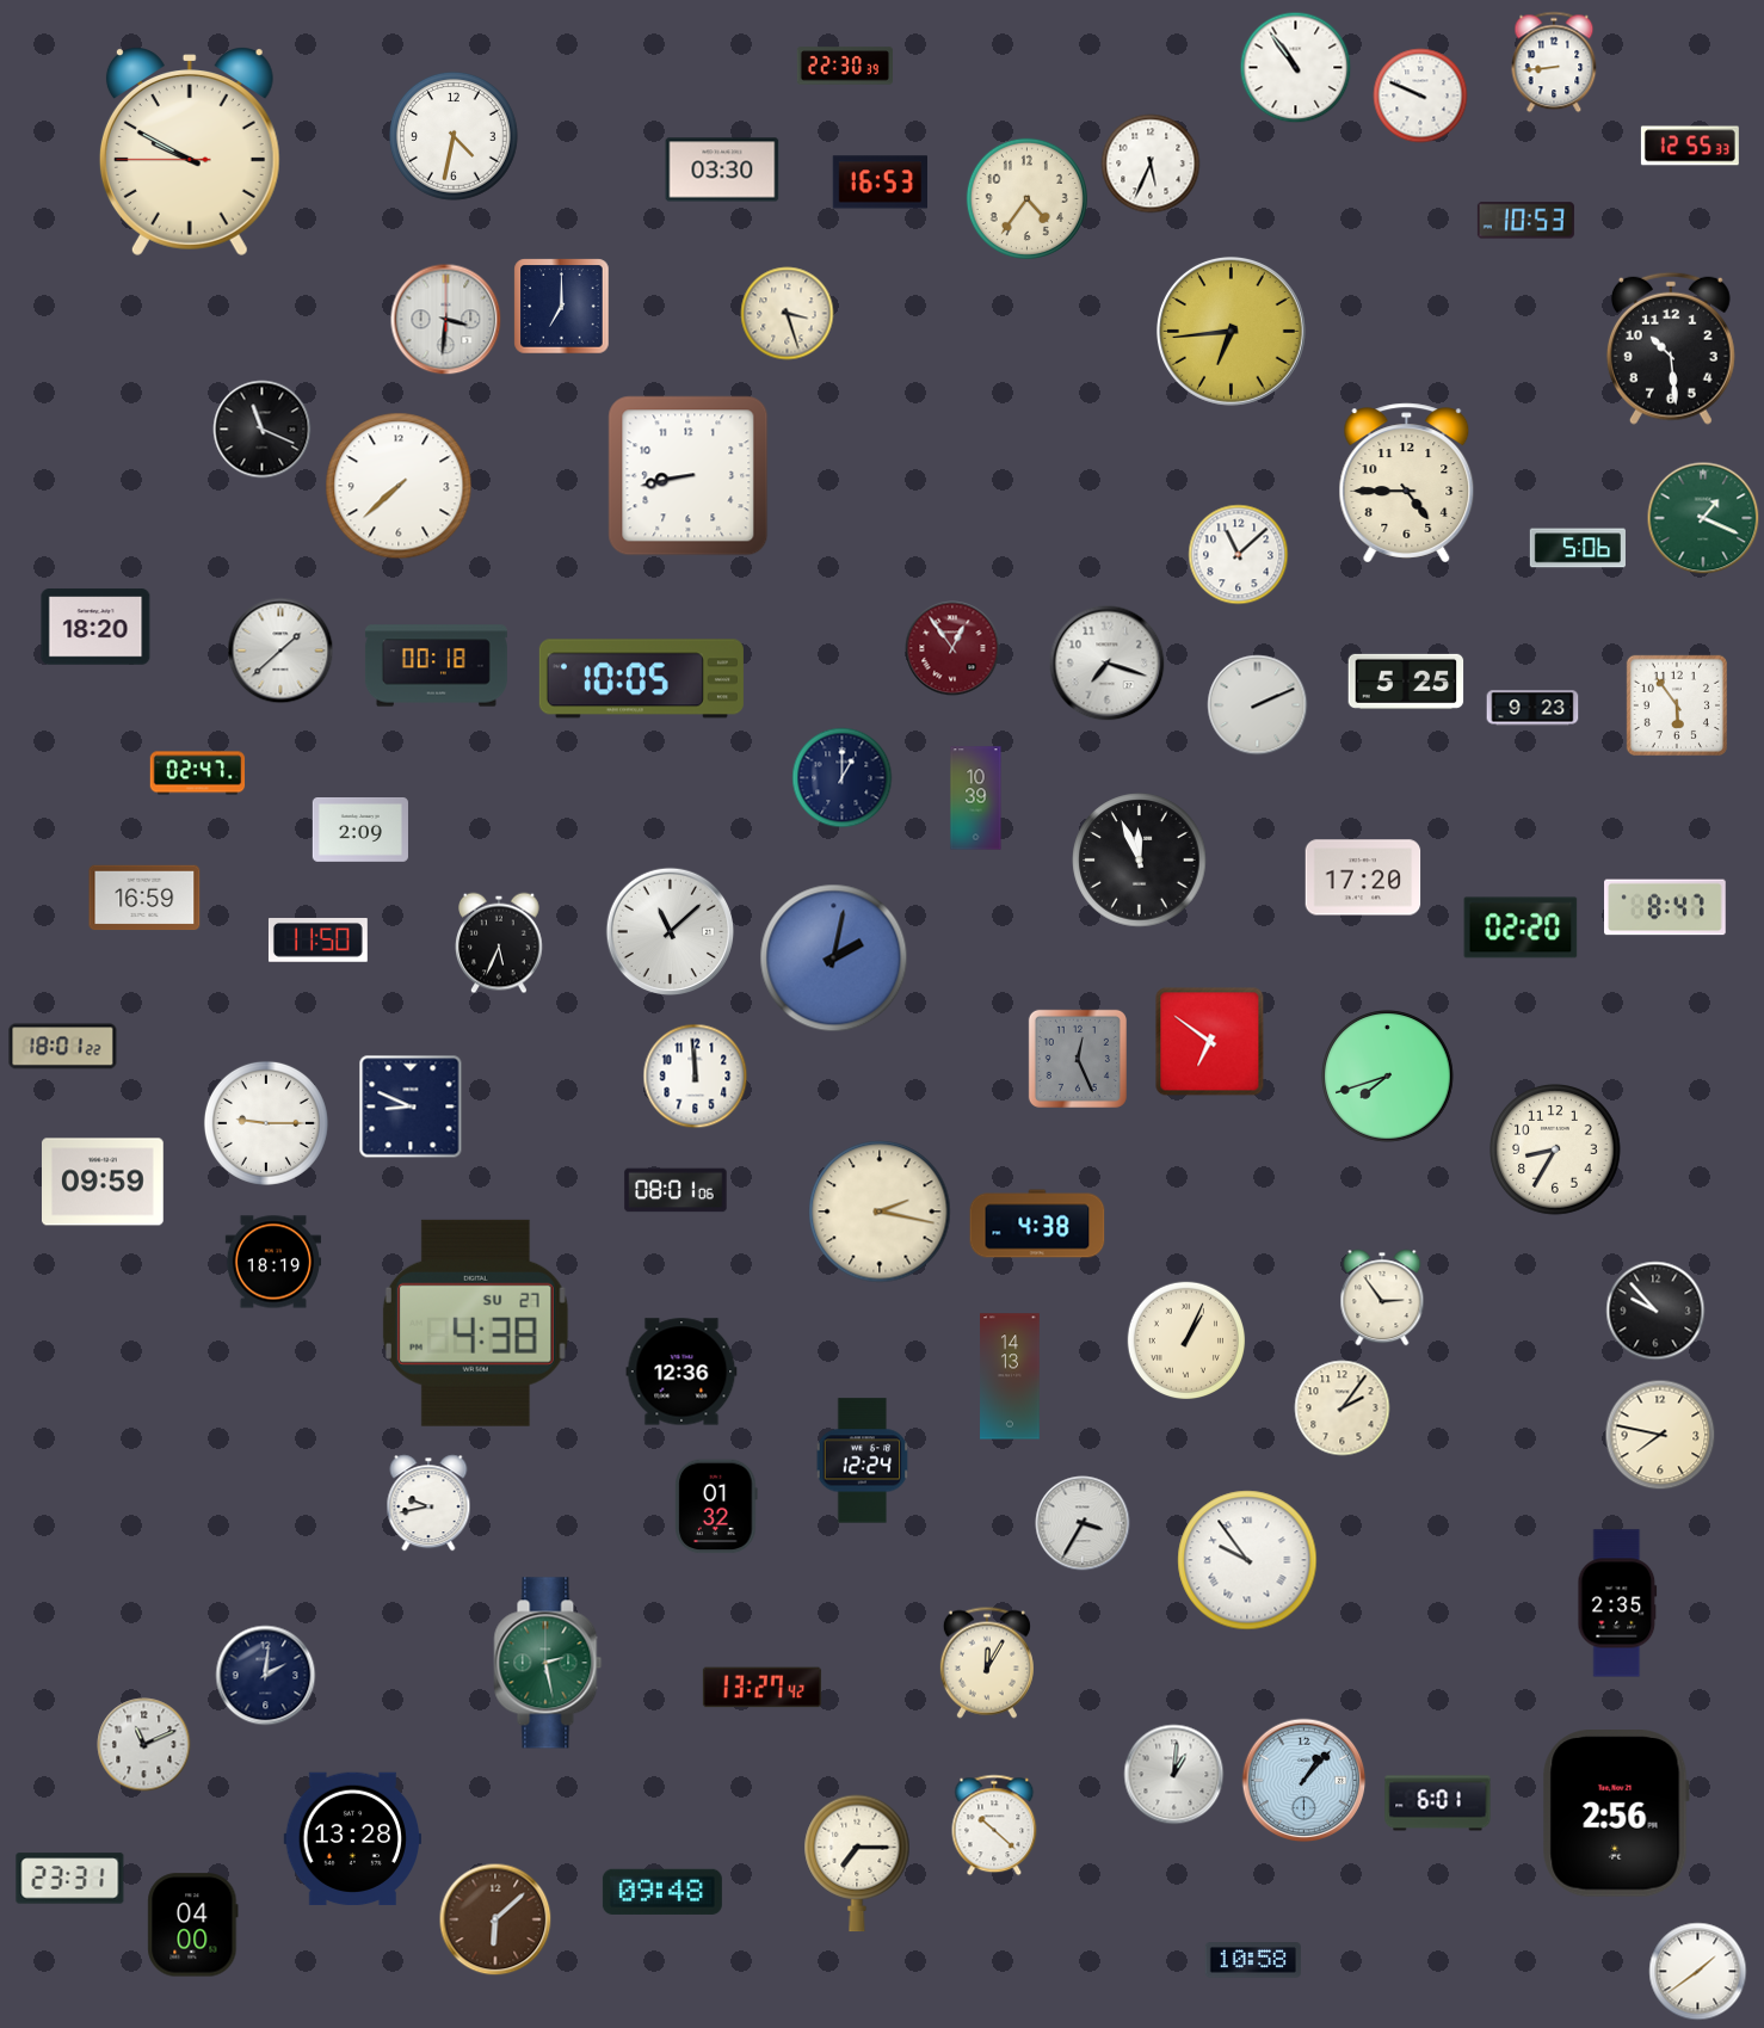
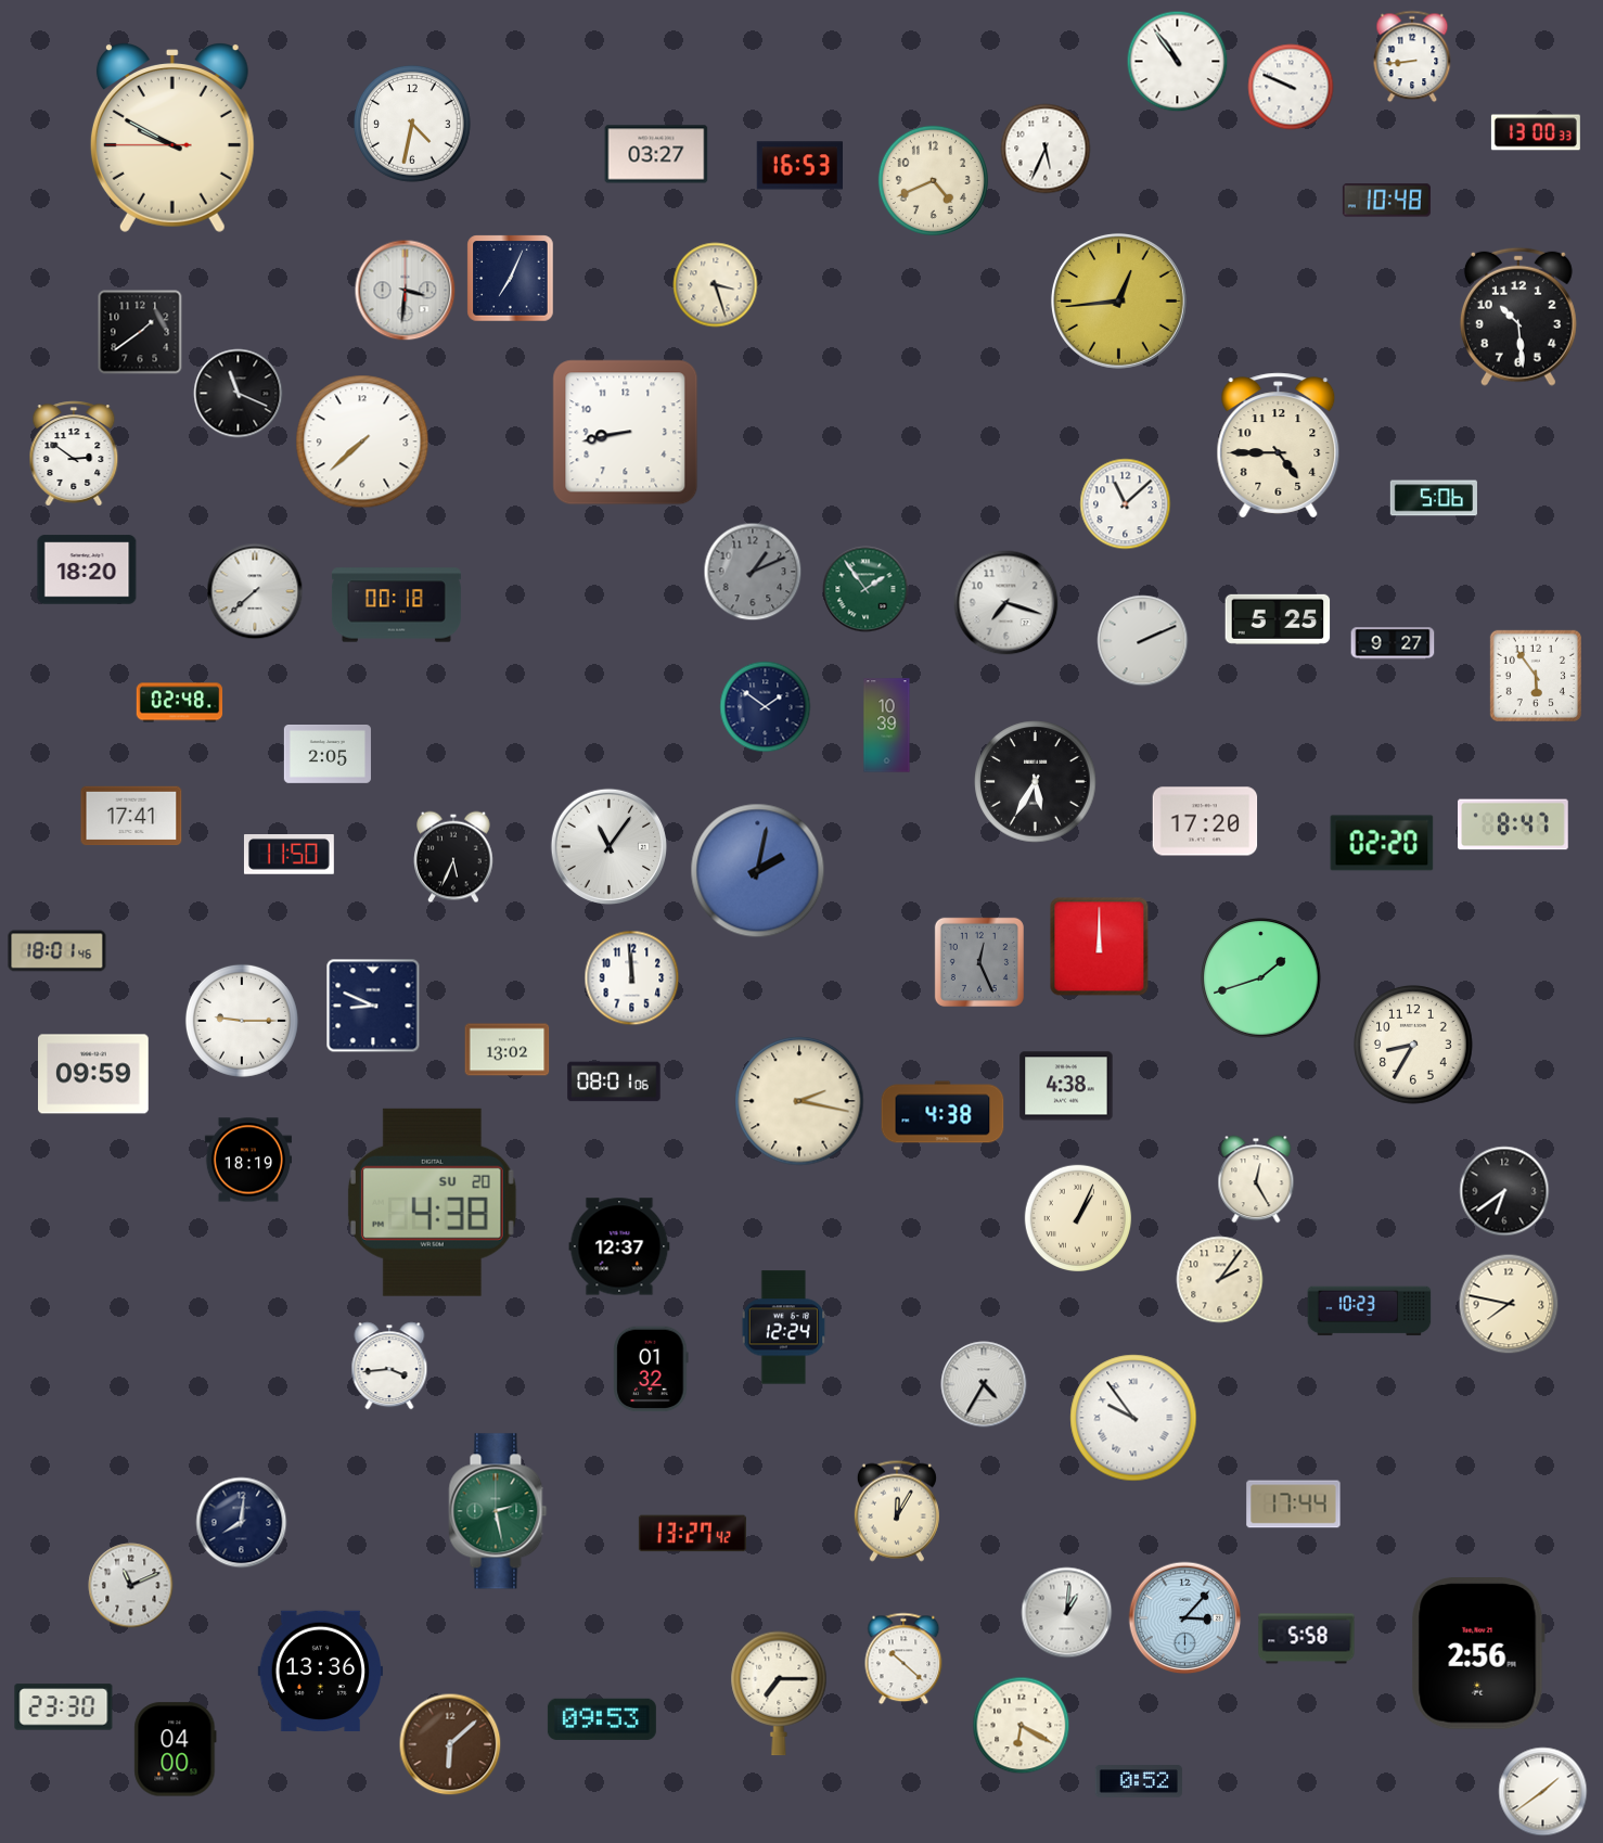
clock at (845, 66): 22:30 -> none
clock at (1690, 146): 12:55 -> 13:00
clock at (722, 169): 03:30 -> 03:27
clock at (1026, 198): 4:36 -> 4:41
clock at (1525, 221): 10:53 -> 10:48
clock at (562, 307): 7:00 -> 7:04
clock at (1231, 331): 6:44 -> 12:44
clock at (140, 332): none -> 1:39
clock at (263, 430) position: (263, 430) -> (239, 394)
clock at (1407, 483) position: (1407, 483) -> (1279, 446)
clock at (74, 453): none -> 2:51
clock at (1703, 518): 1:19 -> none
clock at (753, 572): none -> 1:11
clock at (952, 648): 12:54 -> 1:54
clock at (952, 648) dial: burgundy -> green
clock at (280, 651): 1:38 -> 7:38
clock at (641, 679): 10:05 -> none
clock at (1677, 705) position: (1677, 705) -> (1536, 676)
clock at (1532, 708): 9:23 -> 9:27
clock at (198, 773): 02:47 -> 02:48
clock at (843, 778): 1:00 -> 1:51
clock at (360, 831): 2:09 -> 2:05
clock at (1140, 861): 11:56 -> 5:35
clock at (1363, 877) position: (1363, 877) -> (1205, 821)
clock at (144, 898): 16:59 -> 17:41
clock at (670, 931): 11:08 -> 11:06
clock at (1210, 1042): 6:51 -> 12:00
clock at (63, 1047): 18:01:22 -> 18:01:46
clock at (1388, 1077): 7:42 -> 1:42
clock at (508, 1050): none -> 13:02
clock at (1066, 1086): none -> 4:38
clock at (273, 1262) position: (273, 1262) -> (248, 1160)
clock at (1382, 1297): 2:54 -> 12:25
clock at (1655, 1311): 9:53 -> 6:39
clock at (475, 1323) date: SU 27 -> SU 20
clock at (681, 1371): 12:36 -> 12:37
clock at (1010, 1376): 14:13 -> none
clock at (1370, 1311): none -> 10:23
clock at (428, 1503): 9:43 -> 3:44
clock at (1083, 1523): 3:35 -> 4:35
clock at (1617, 1603): 2:35 -> none
clock at (1294, 1505): none -> 17:44
clock at (266, 1676): 2:01 -> 8:01
clock at (1305, 1781): 1:07 -> 3:07
clock at (1438, 1804): 6:01 -> 5:58
clock at (1616, 1813) position: (1616, 1813) -> (1478, 1653)
clock at (352, 1839): 13:28 -> 13:36
clock at (70, 1879): 23:31 -> 23:30
clock at (662, 1892): 09:48 -> 09:53
clock at (1022, 1726): none -> 6:20
clock at (1253, 1960): 10:58 -> 0:52
